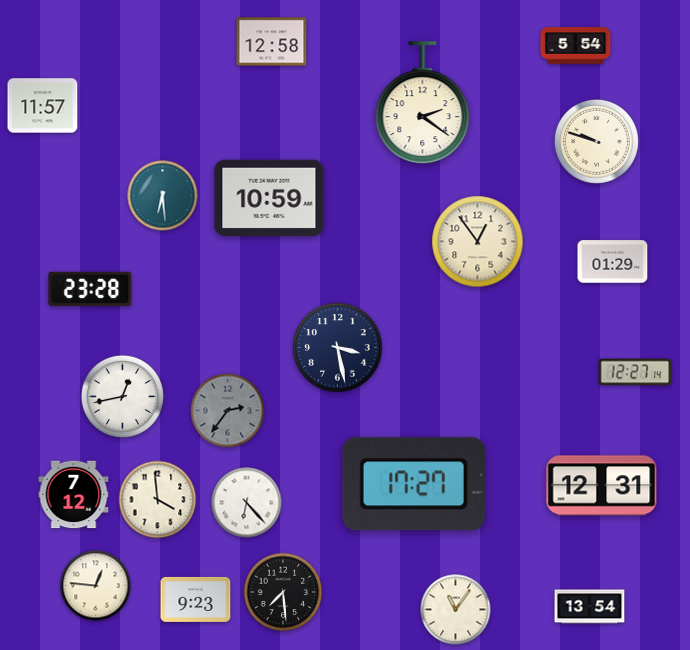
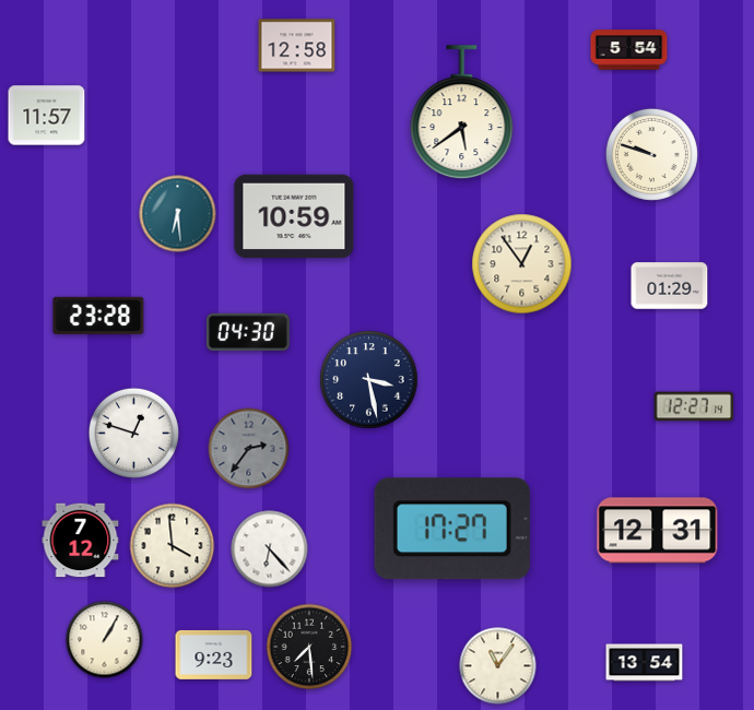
clock at (423, 103): 2:21 -> 5:39
clock at (248, 332): none -> 04:30
clock at (122, 396): 12:43 -> 12:48
clock at (96, 586): 12:46 -> 1:05
